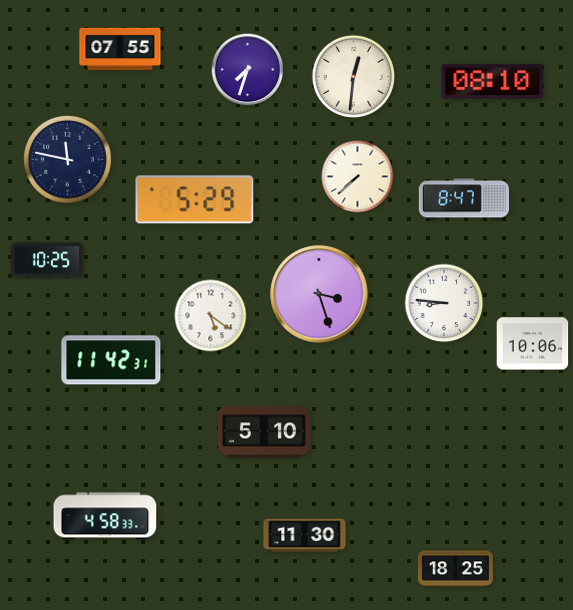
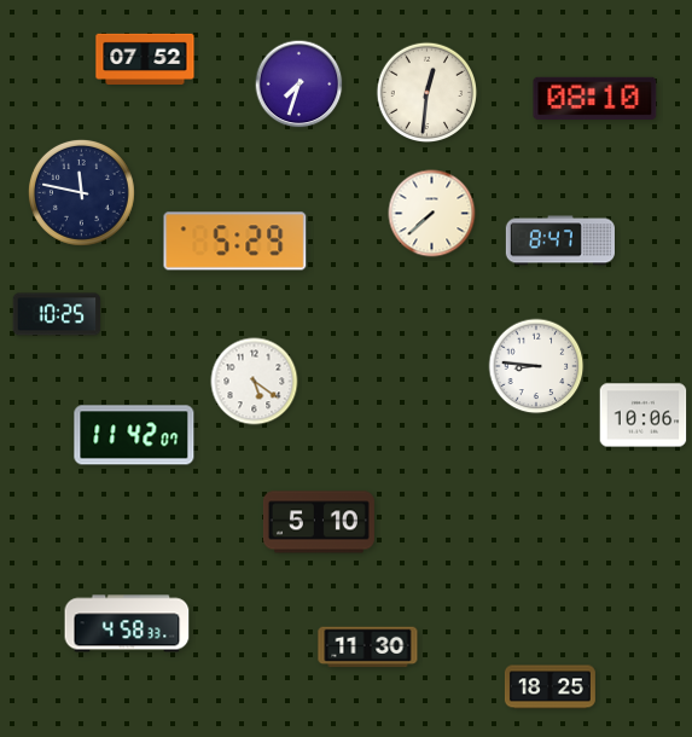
clock at (120, 48): 07:55 -> 07:52
clock at (319, 294): 3:27 -> none
clock at (111, 360): 11:42:31 -> 11:42:07
